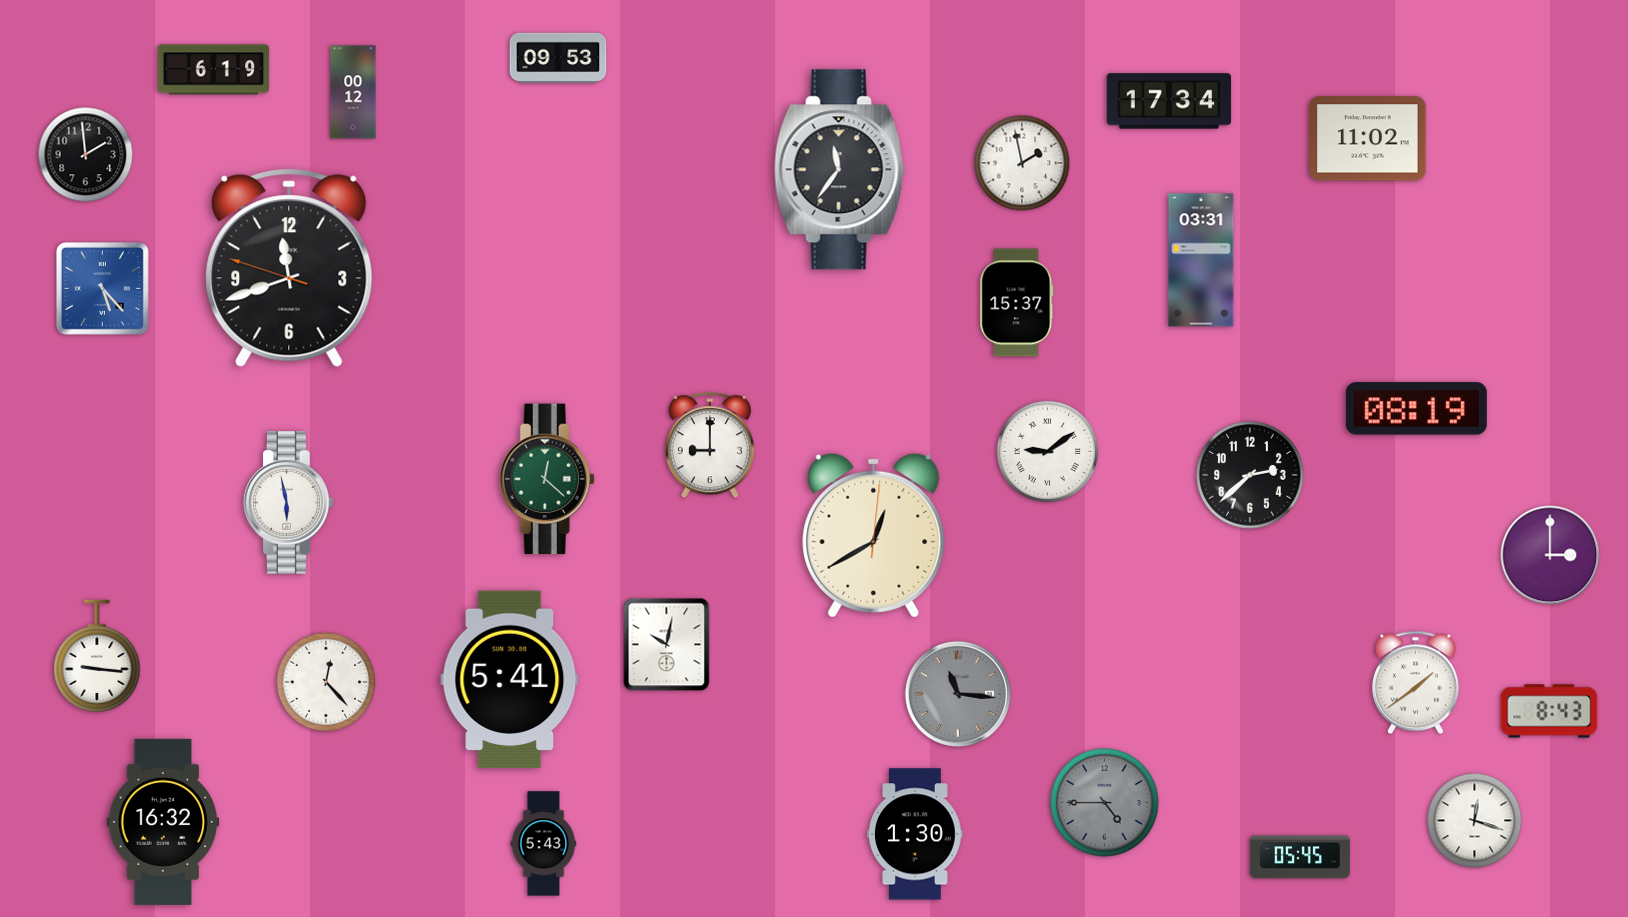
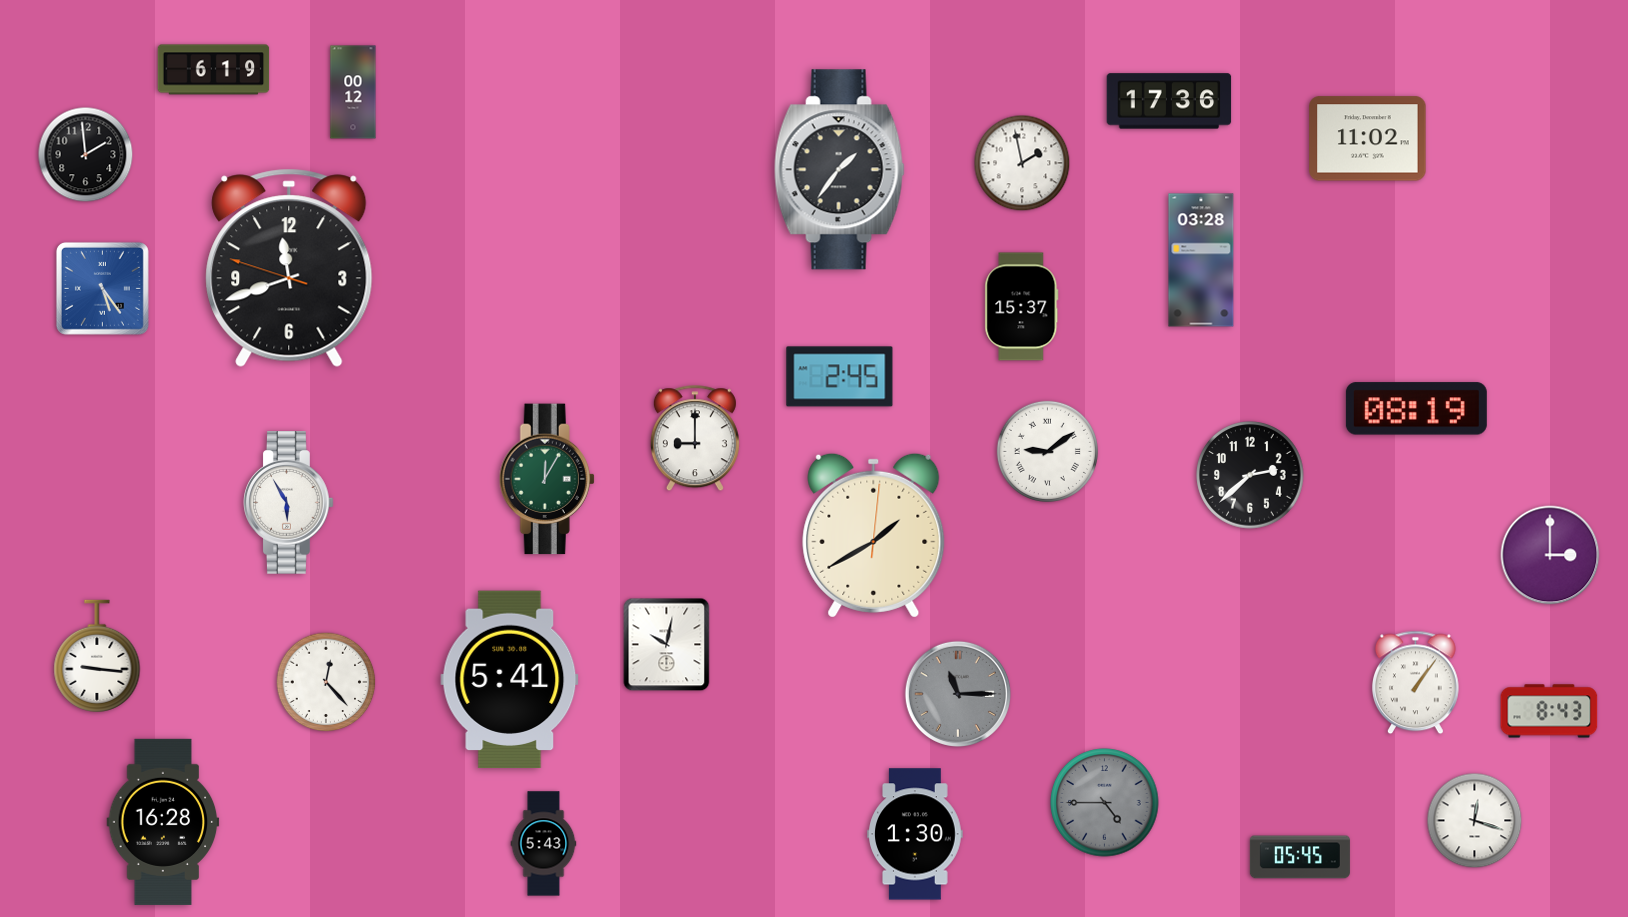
clock at (558, 58): 09:53 -> none
clock at (1169, 101): 17:34 -> 17:36
clock at (839, 170): 11:36 -> 1:36
clock at (1201, 260): 03:31 -> 03:28
clock at (102, 288): 5:23 -> 5:24
clock at (1017, 303) position: (1017, 303) -> (1022, 307)
clock at (840, 377): none -> 2:45
clock at (710, 446) position: (710, 446) -> (695, 439)
clock at (547, 479): 12:22 -> 12:05
clock at (289, 503): 5:58 -> 5:55
clock at (874, 535): 12:40 -> 1:40
clock at (1415, 683): 1:39 -> 1:06
clock at (958, 694): 11:16 -> 11:15
clock at (163, 822): 16:32 -> 16:28
